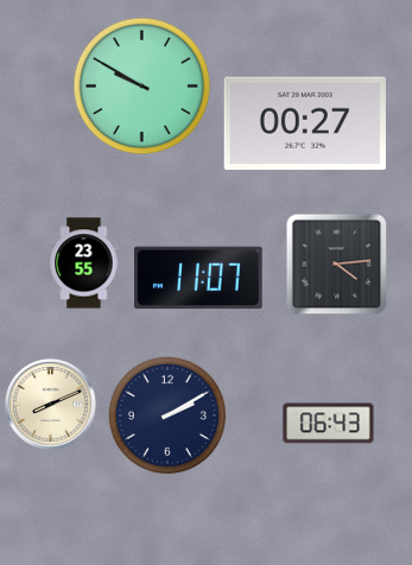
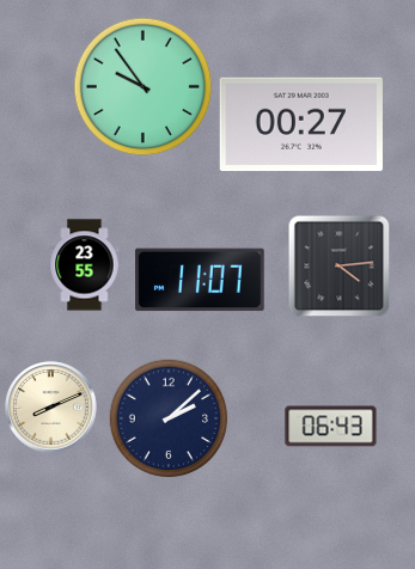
clock at (142, 87): 9:50 -> 9:54
clock at (305, 123) position: (305, 123) -> (301, 124)
clock at (167, 415): 2:10 -> 2:08
